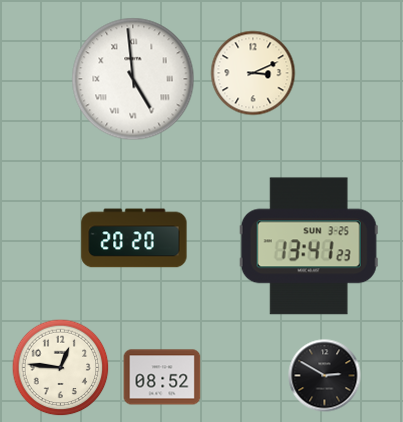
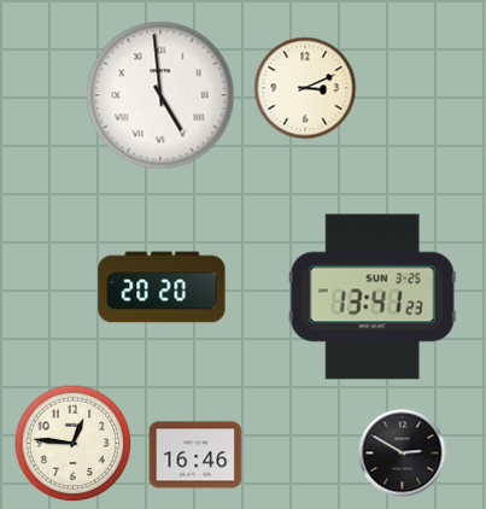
clock at (325, 376) position: (325, 376) -> (403, 454)
clock at (162, 377): 08:52 -> 16:46
